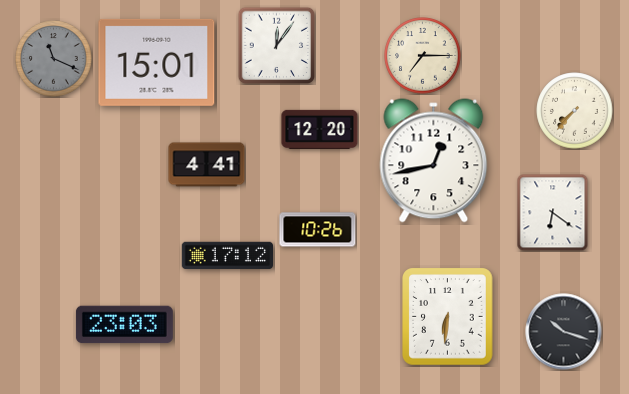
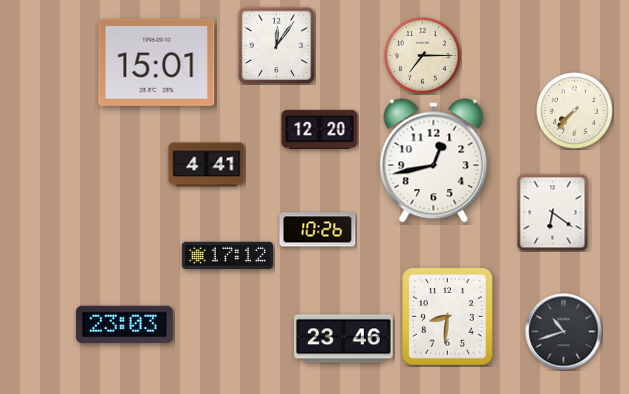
clock at (54, 59): 11:19 -> none
clock at (448, 317): 6:31 -> 8:31
clock at (564, 332): 10:18 -> 10:42
clock at (344, 339): none -> 23:46
